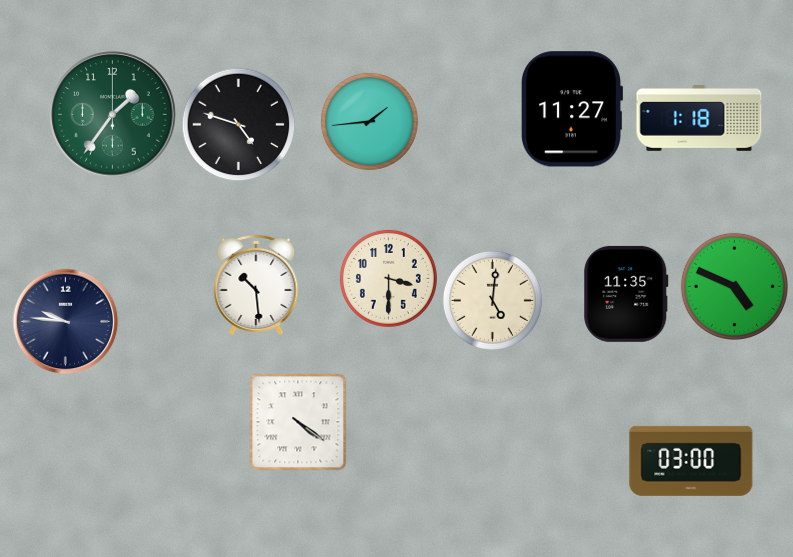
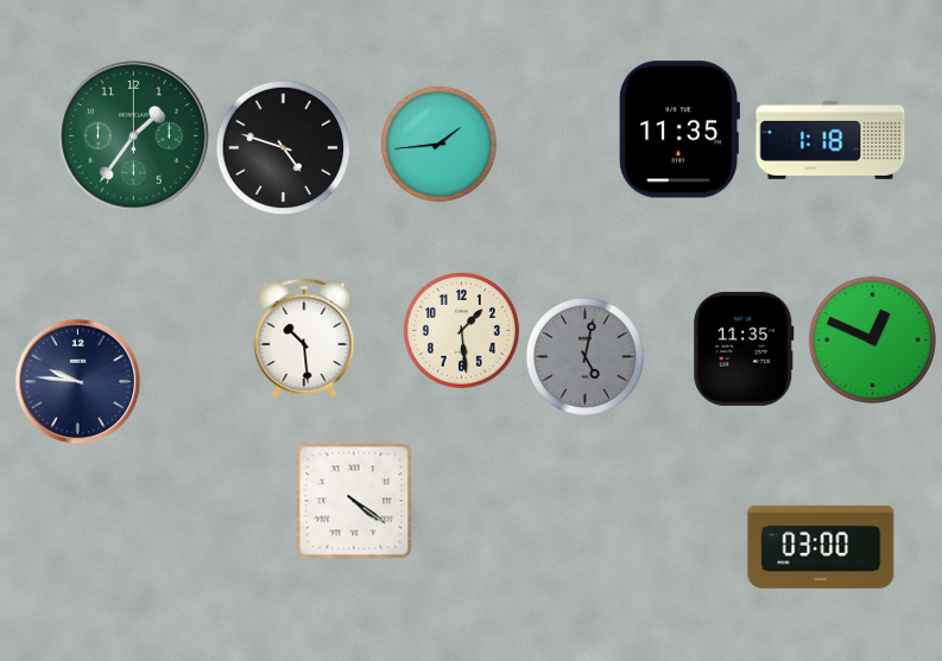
clock at (571, 109): 11:27 -> 11:35
clock at (388, 278): 3:30 -> 1:29
clock at (734, 286): 4:49 -> 12:49
clock at (492, 300): 5:01 -> 5:02
clock at (492, 300) dial: cream -> grey
